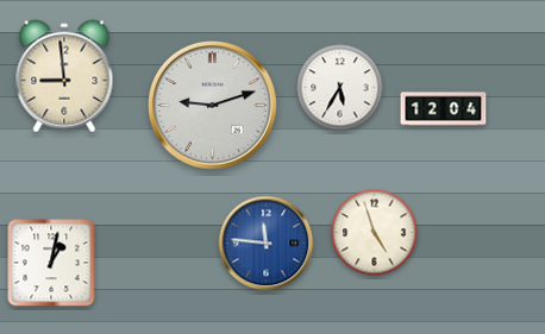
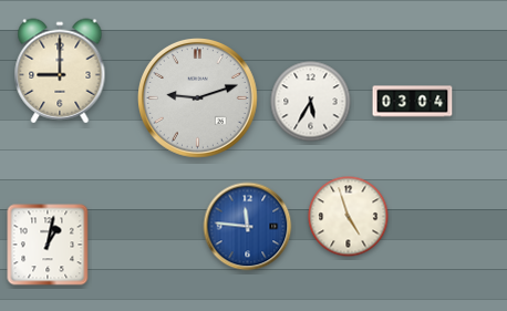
clock at (64, 76): 8:59 -> 9:00
clock at (340, 88) position: (340, 88) -> (311, 102)
clock at (444, 109): 12:04 -> 03:04
